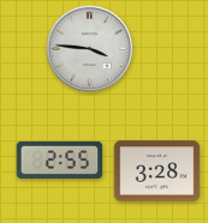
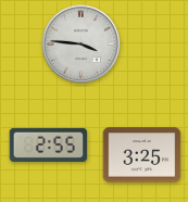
clock at (60, 159) position: (60, 159) -> (49, 144)
clock at (158, 171): 3:28 -> 3:25
